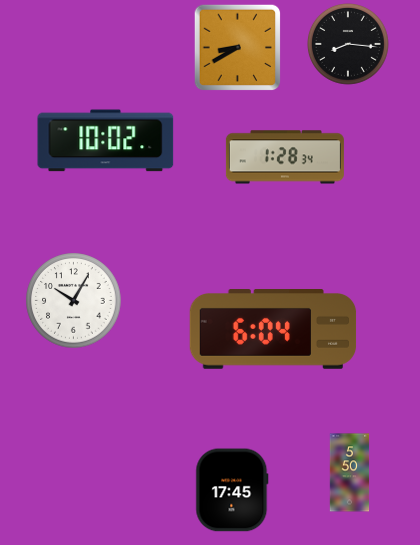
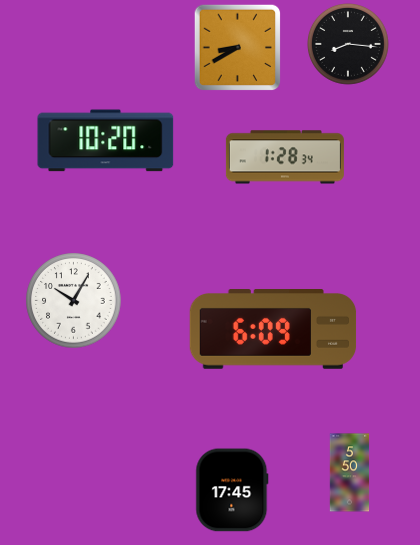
clock at (106, 141): 10:02 -> 10:20
clock at (273, 330): 6:04 -> 6:09
